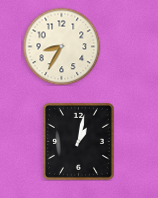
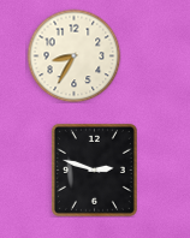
clock at (78, 141): 1:02 -> 2:48
